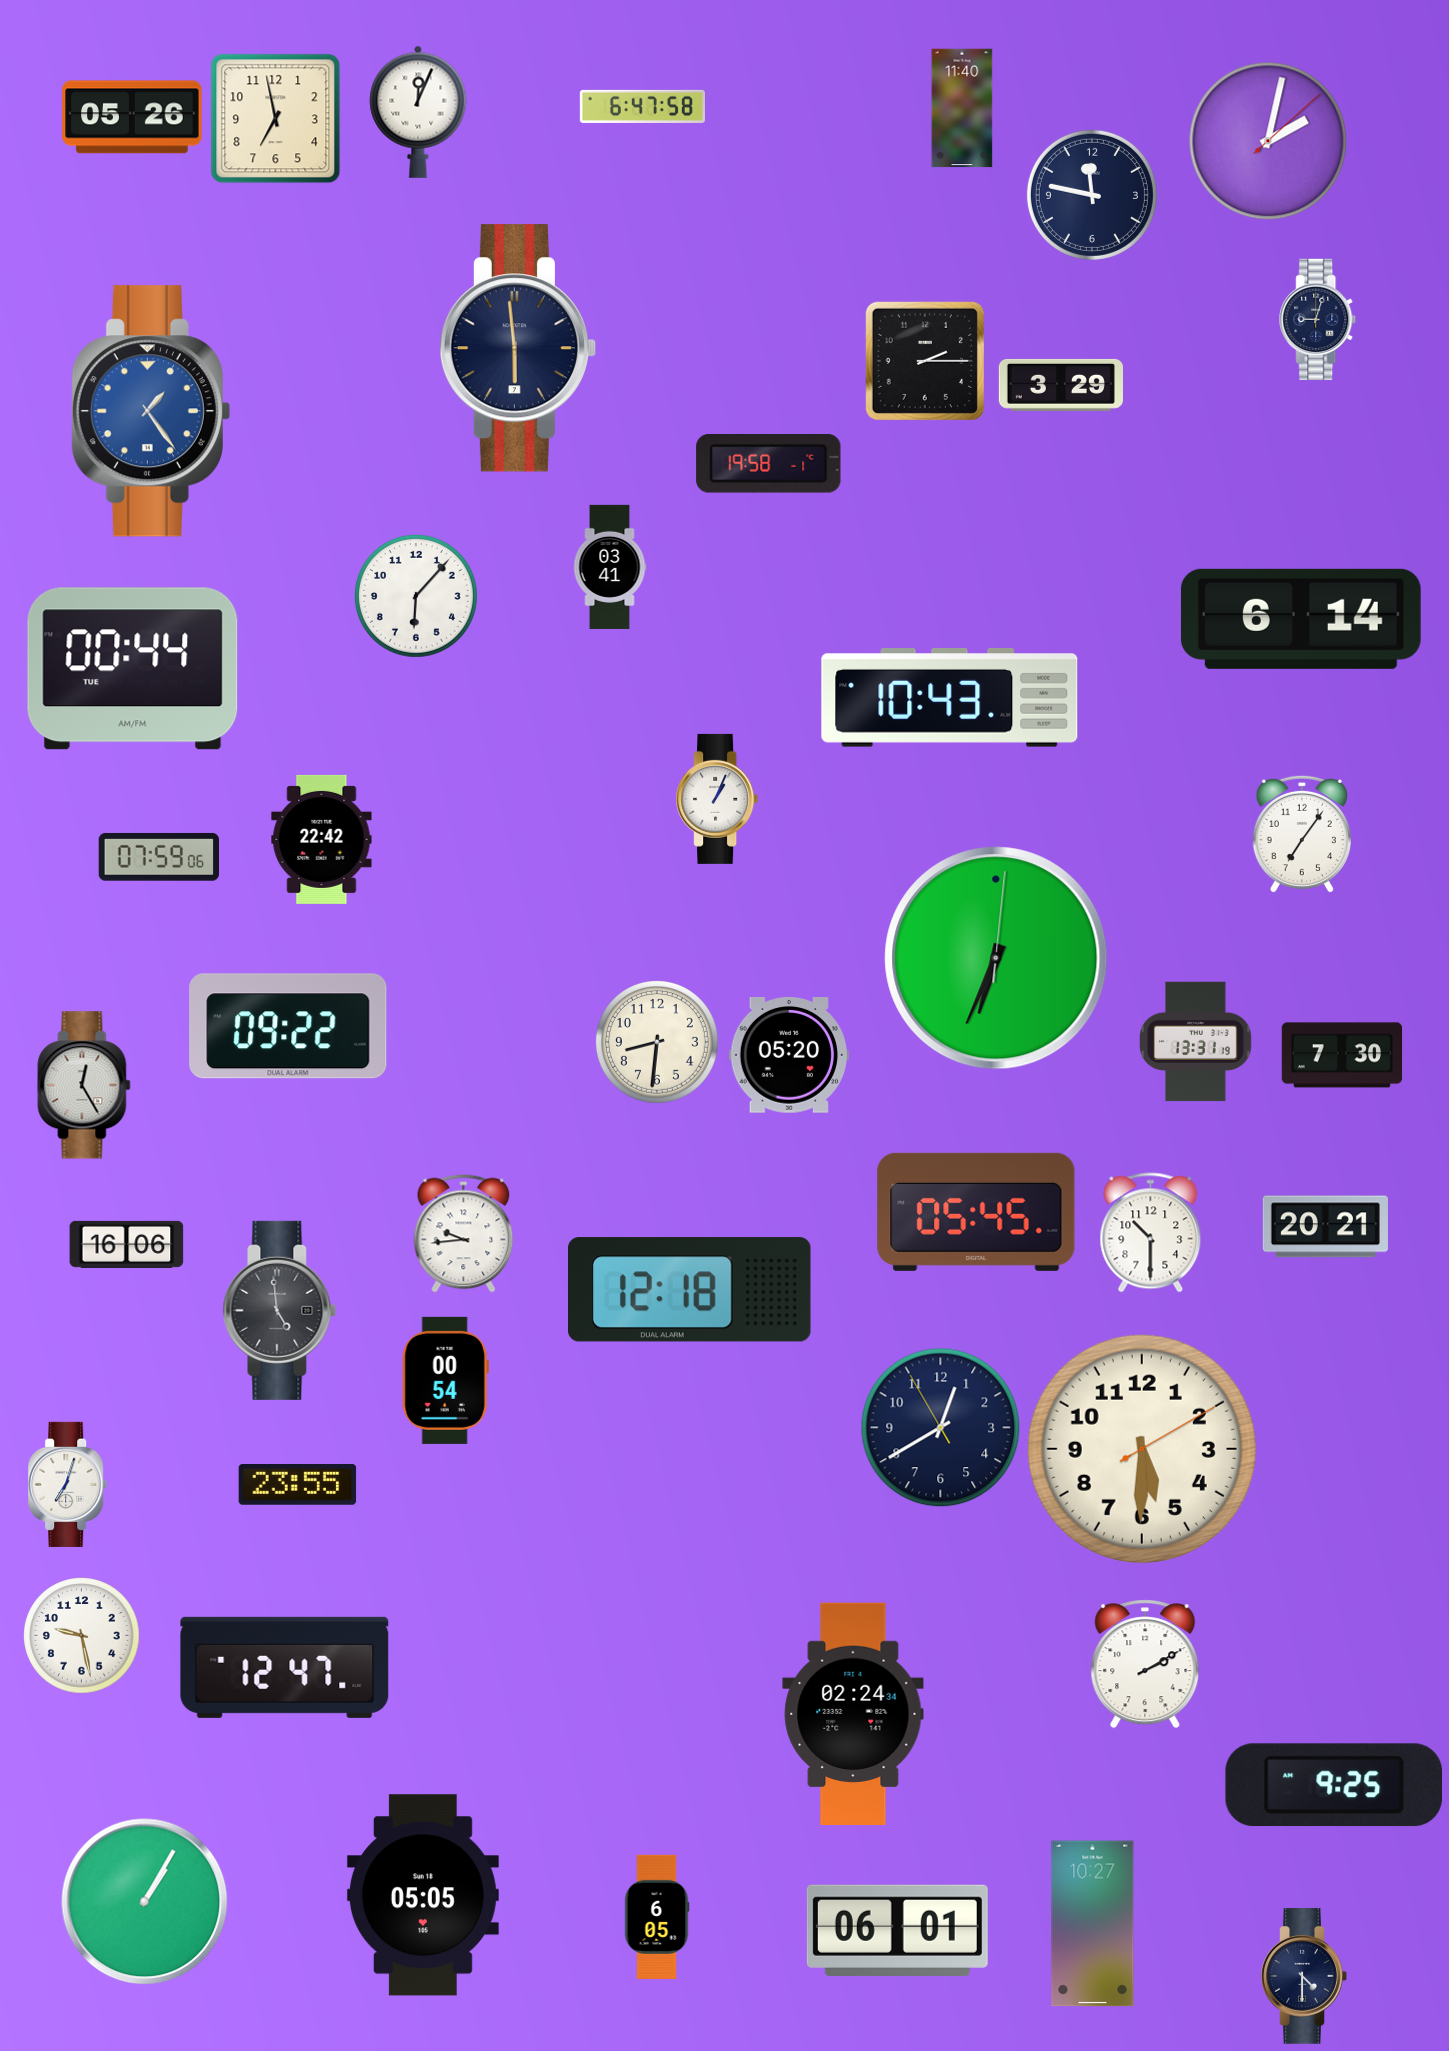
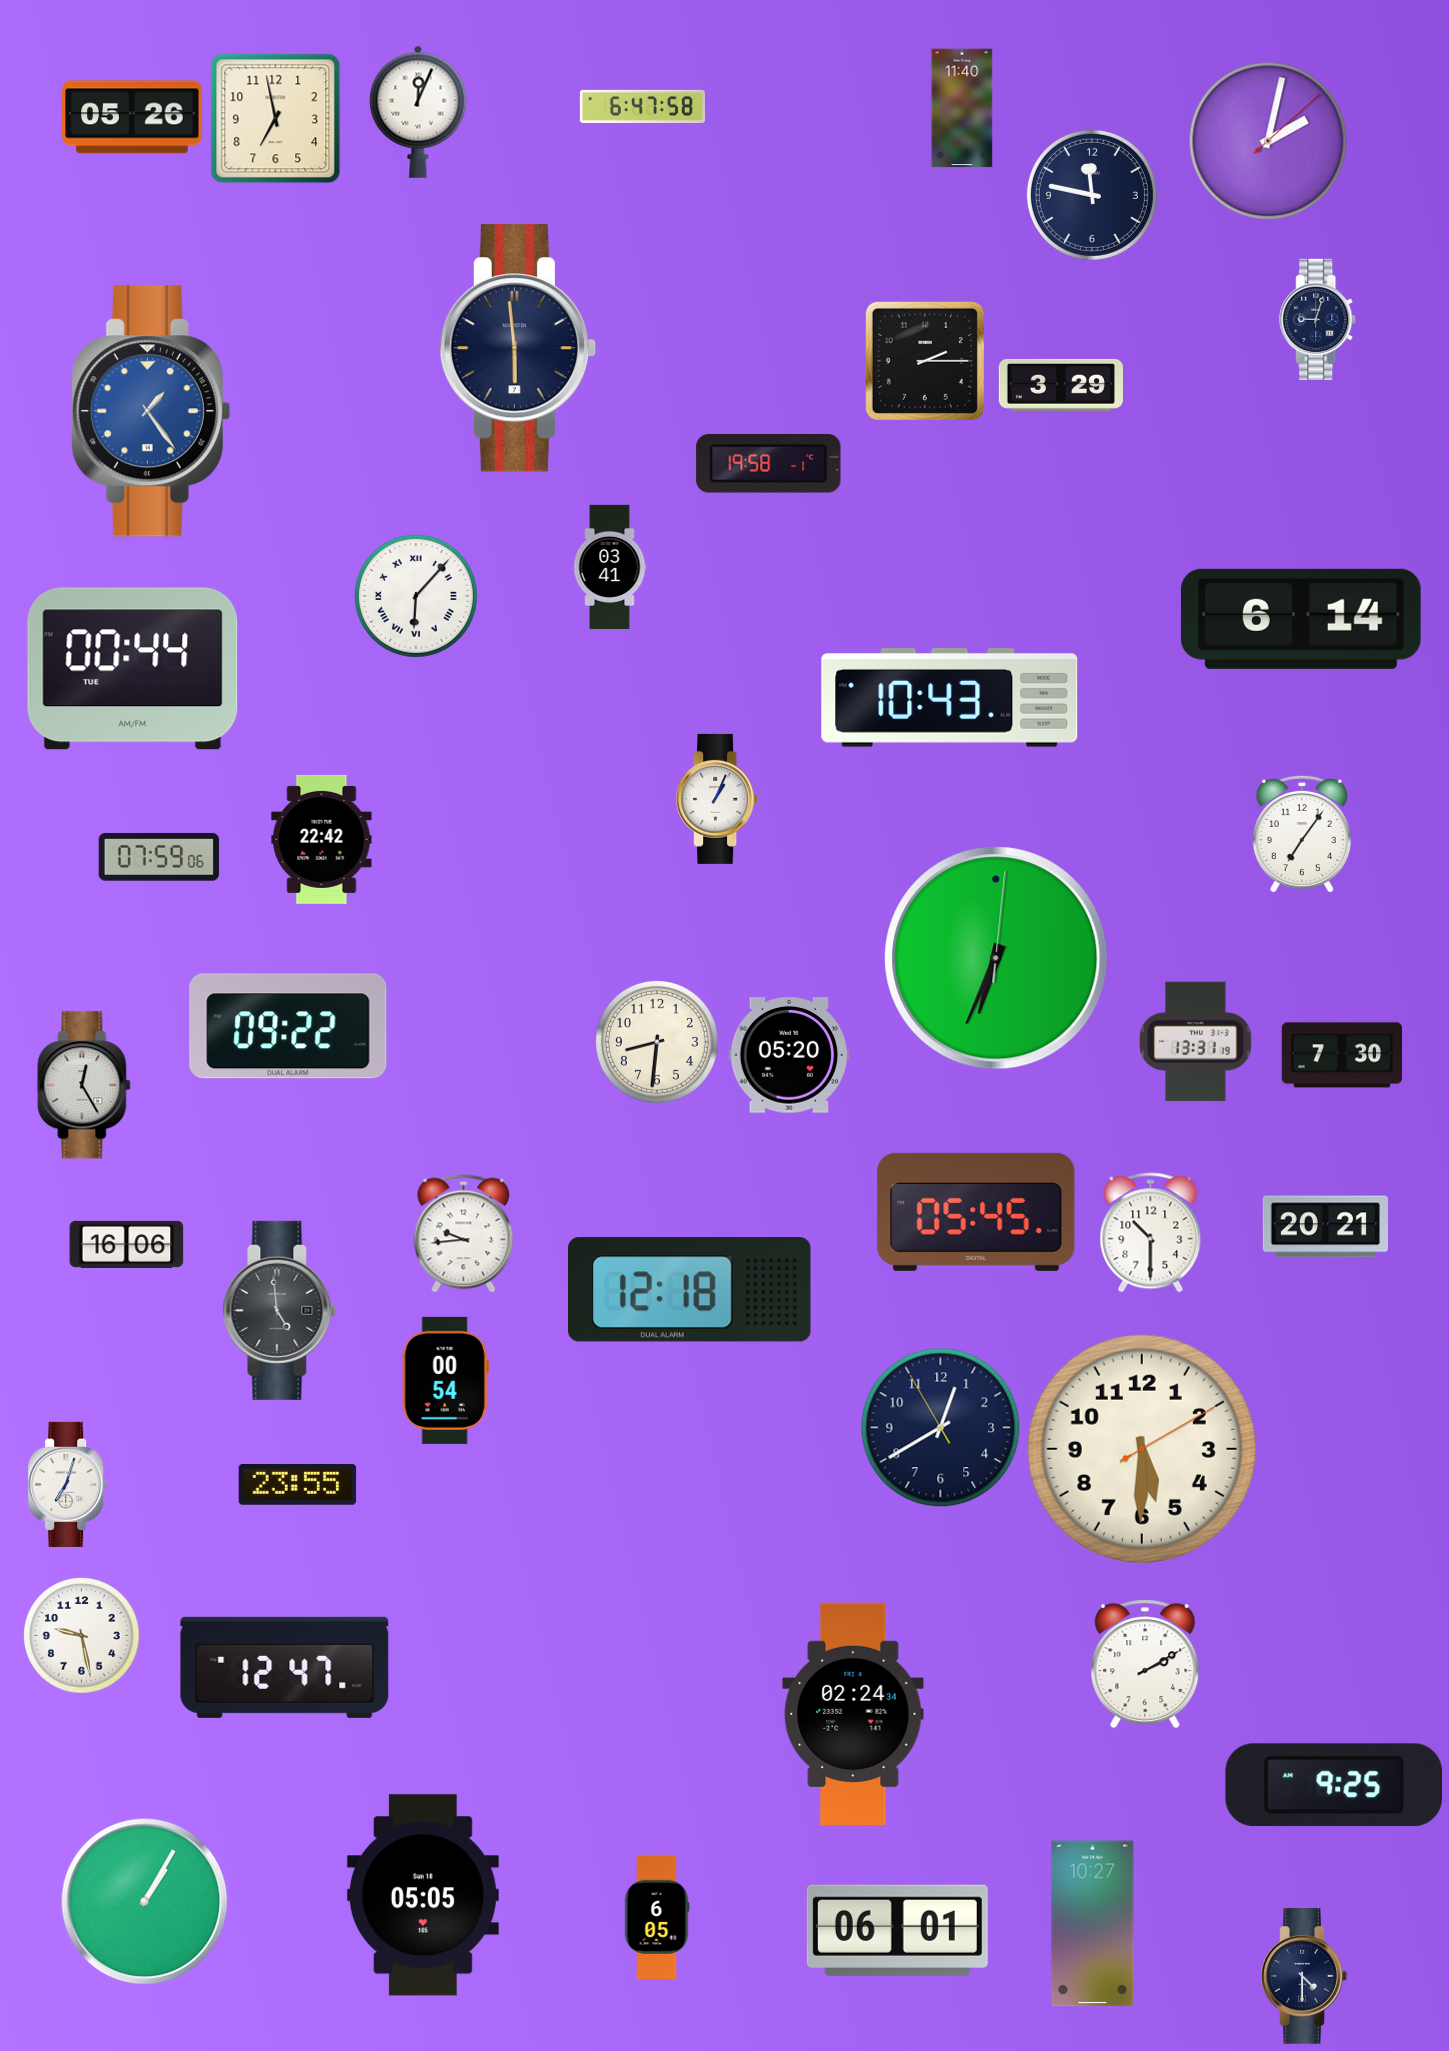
clock at (416, 596) numerals: Arabic -> Roman
